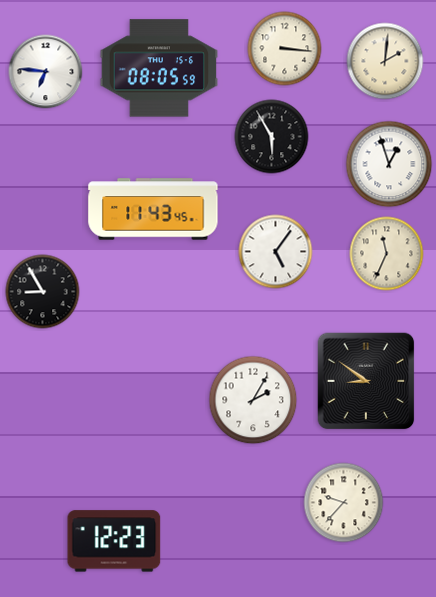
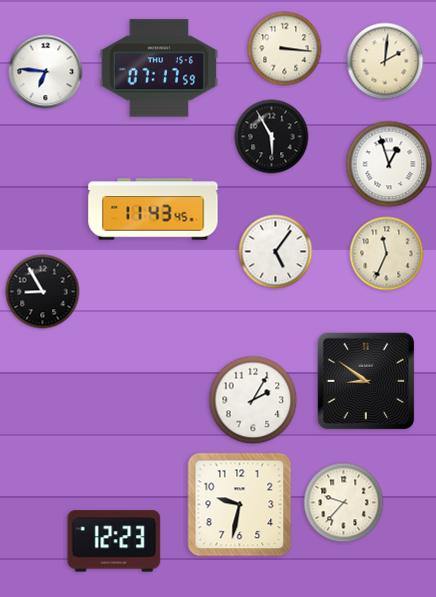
clock at (159, 68): 08:05 -> 07:17
clock at (240, 505): none -> 9:32
